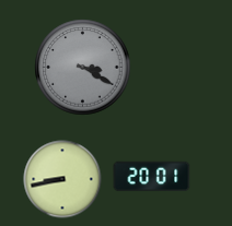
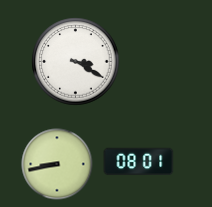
clock at (83, 68) dial: grey -> white
clock at (152, 177): 20:01 -> 08:01
